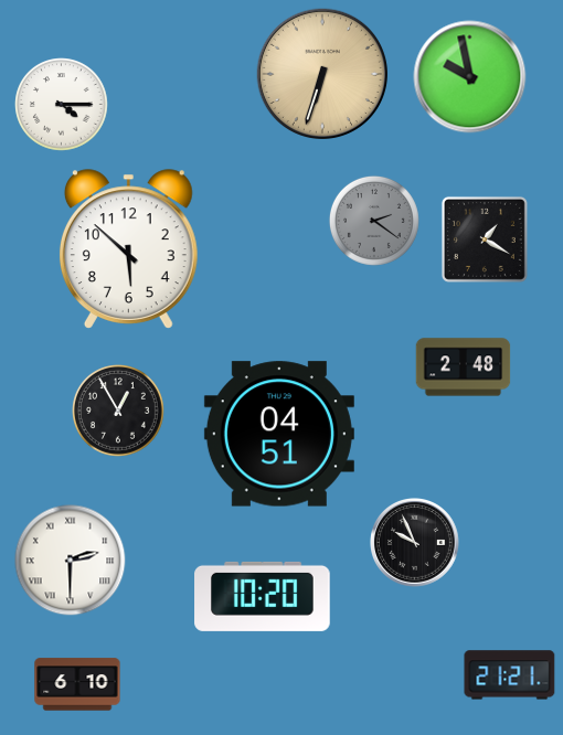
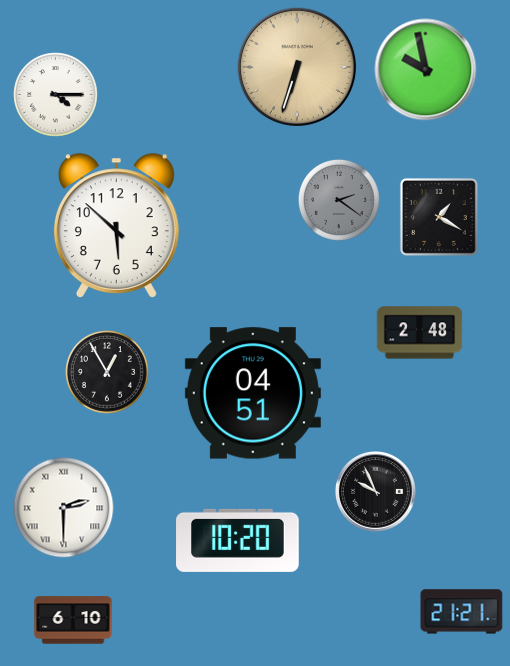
clock at (321, 73) position: (321, 73) -> (296, 66)
clock at (77, 684) position: (77, 684) -> (73, 620)
